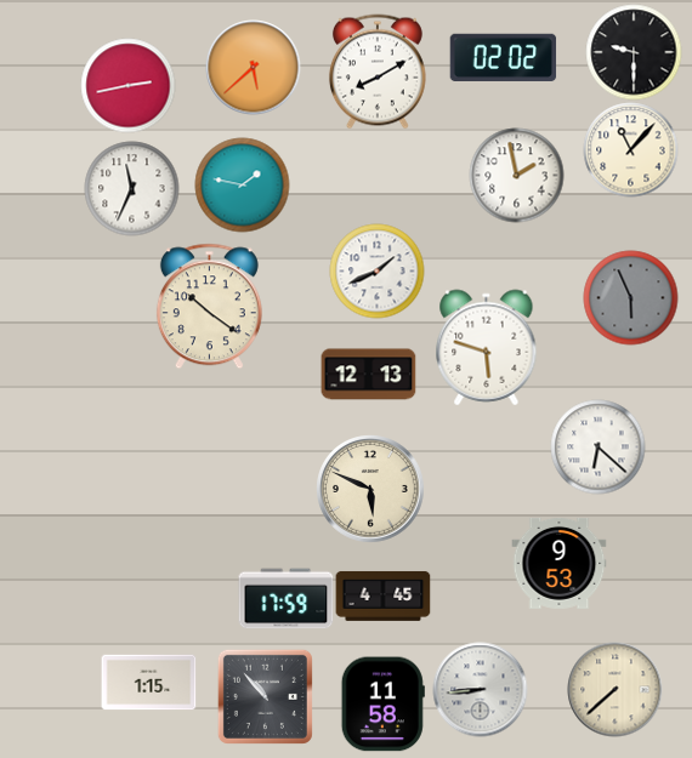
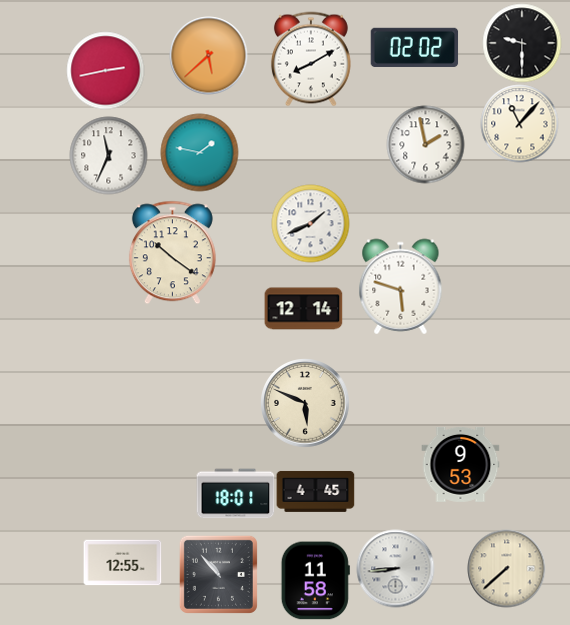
clock at (630, 297): 5:56 -> none
clock at (368, 375): 12:13 -> 12:14
clock at (597, 446): 6:22 -> none
clock at (285, 599): 17:59 -> 18:01
clock at (148, 683): 1:15 -> 12:55
